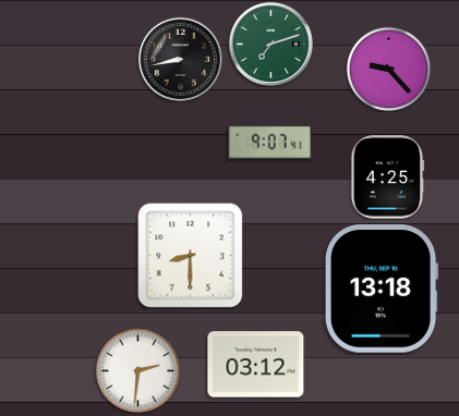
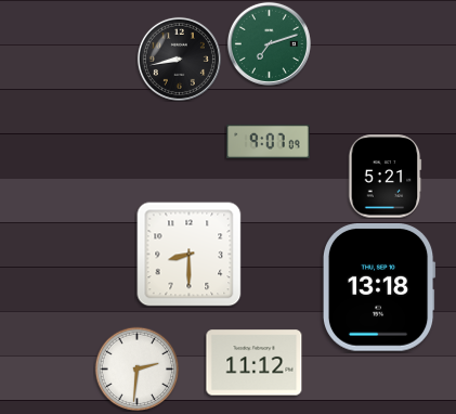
clock at (388, 69): 9:23 -> none
clock at (270, 142): 9:07:41 -> 9:07:09
clock at (387, 178): 4:25 -> 5:21
clock at (256, 365): 03:12 -> 11:12
